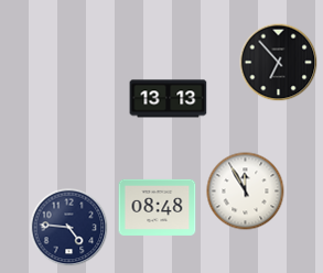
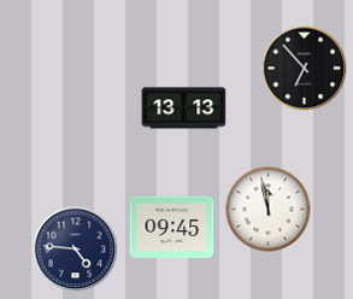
clock at (246, 192): 11:55 -> 11:58
clock at (158, 207): 08:48 -> 09:45
